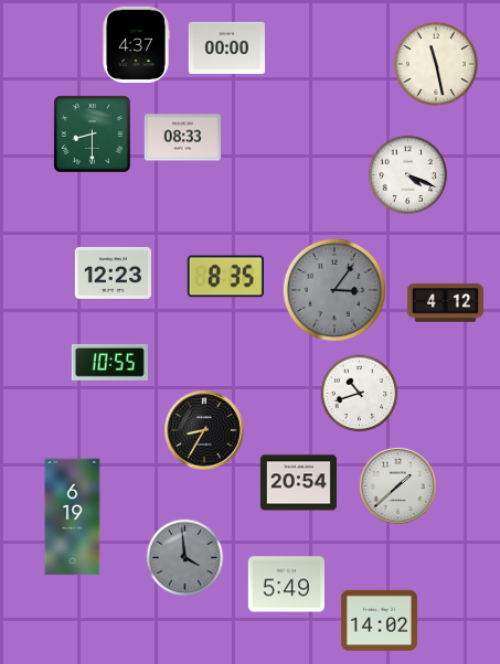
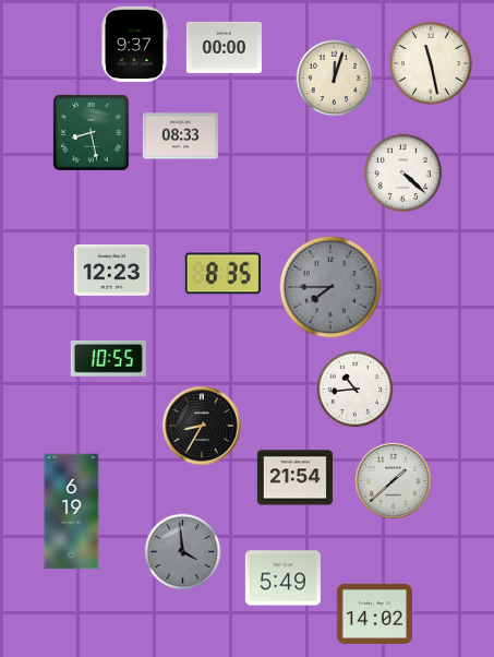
clock at (136, 44): 4:37 -> 9:37
clock at (335, 79): none -> 12:03
clock at (93, 135): 8:30 -> 8:28
clock at (408, 175): 4:19 -> 4:22
clock at (333, 289): 3:06 -> 7:45
clock at (445, 303): 4:12 -> none
clock at (360, 394): 10:42 -> 10:44
clock at (298, 483): 20:54 -> 21:54
